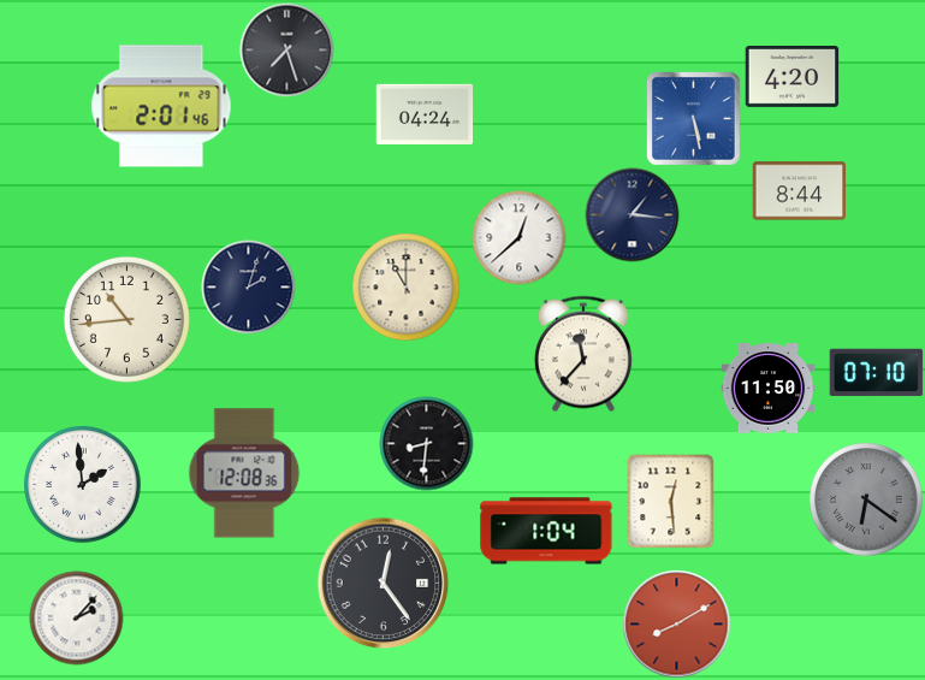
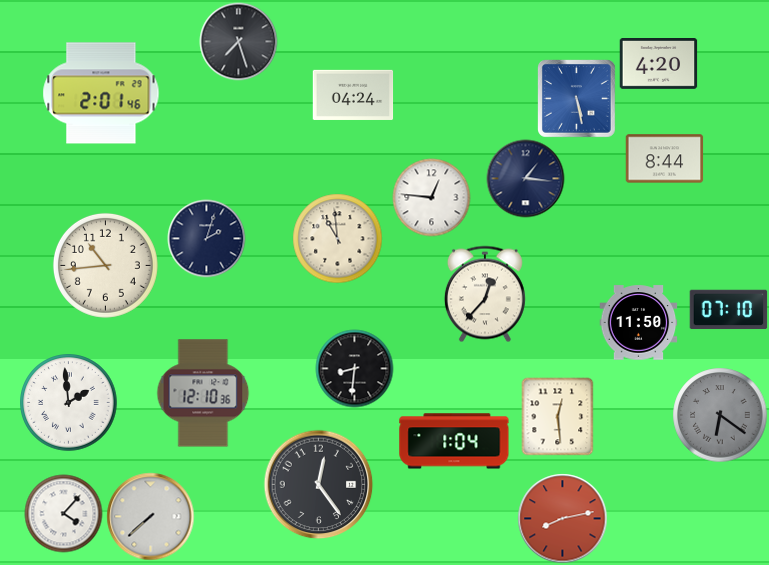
clock at (161, 106) position: (161, 106) -> (101, 93)
clock at (518, 237): 12:38 -> 12:46
clock at (405, 286): 11:00 -> 10:59
clock at (583, 354): 11:37 -> 12:37
clock at (244, 473): 12:08 -> 12:10
clock at (76, 617): 2:07 -> 4:07
clock at (150, 516): none -> 7:38
clock at (676, 623): 8:10 -> 8:13
